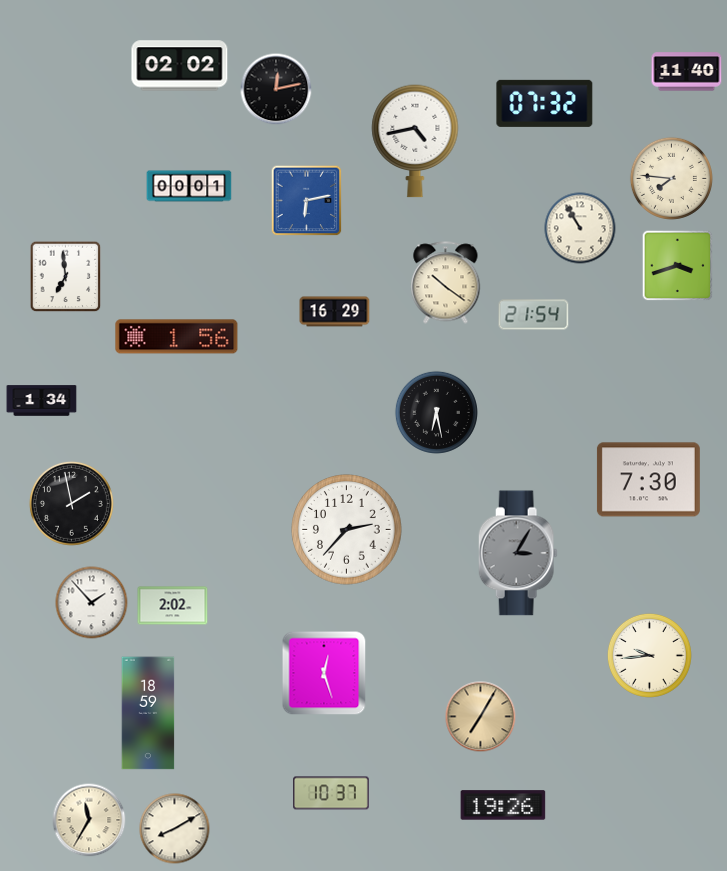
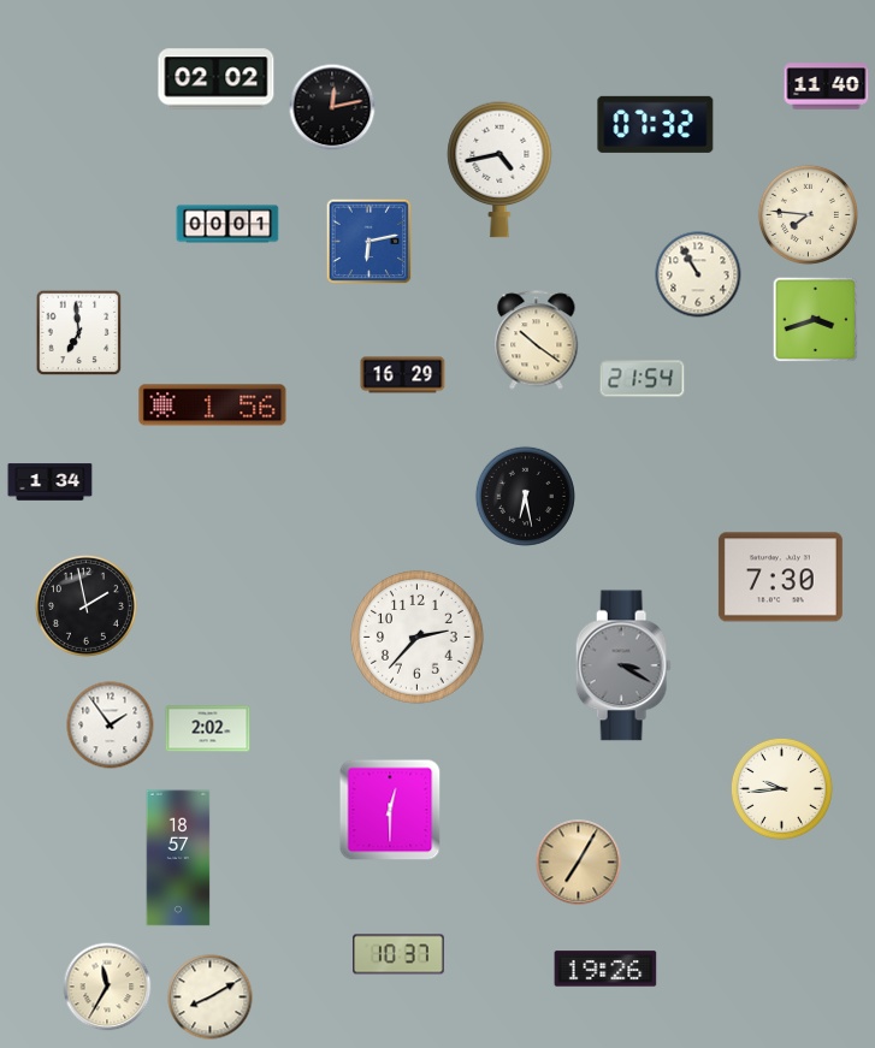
clock at (518, 553): 3:05 -> 3:20
clock at (92, 603): 1:53 -> 1:54
clock at (324, 673): 12:27 -> 12:30
clock at (148, 713): 18:59 -> 18:57
